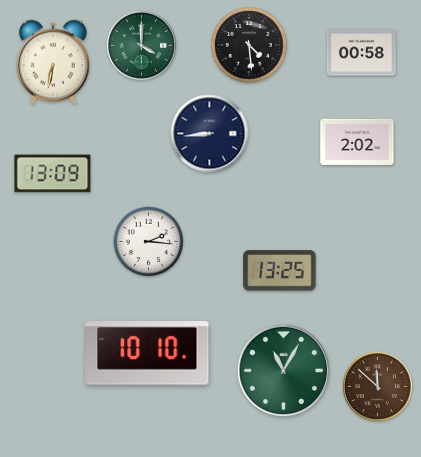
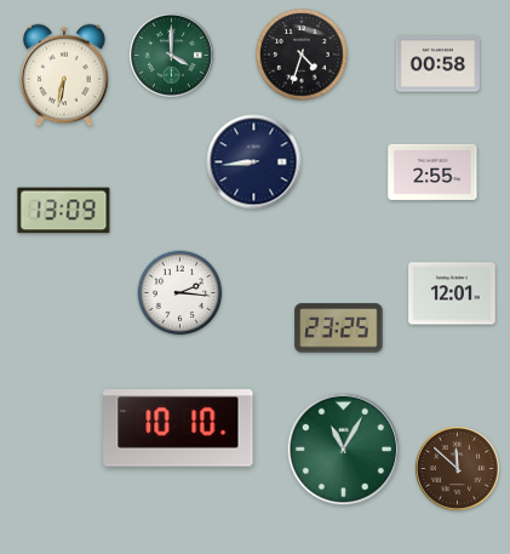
clock at (249, 45): 4:29 -> 4:33
clock at (357, 142): 2:02 -> 2:55
clock at (452, 293): none -> 12:01
clock at (280, 271): 13:25 -> 23:25
